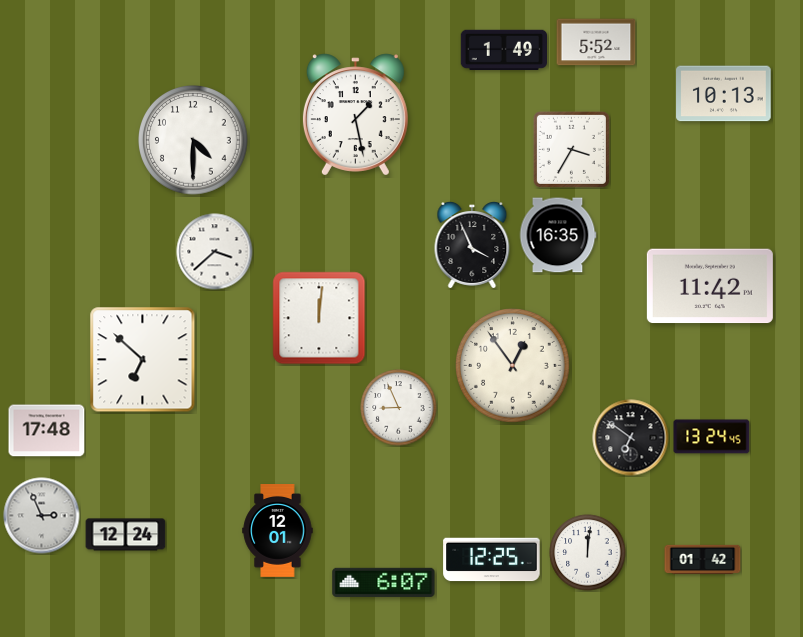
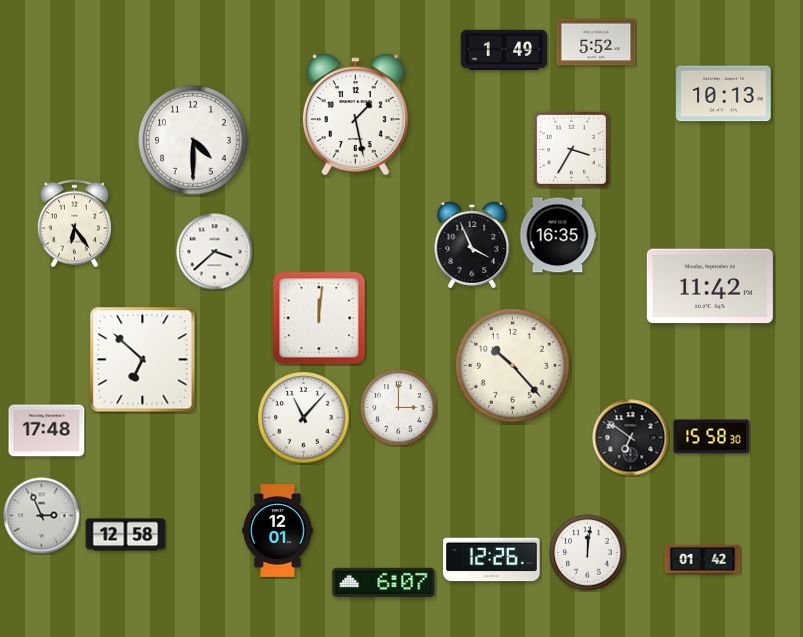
clock at (74, 224): none -> 6:24
clock at (513, 366): 12:54 -> 10:23
clock at (399, 408): 8:56 -> 3:00
clock at (304, 418): none -> 11:07
clock at (712, 437): 13:24 -> 15:58
clock at (126, 535): 12:24 -> 12:58
clock at (492, 560): 12:25 -> 12:26
